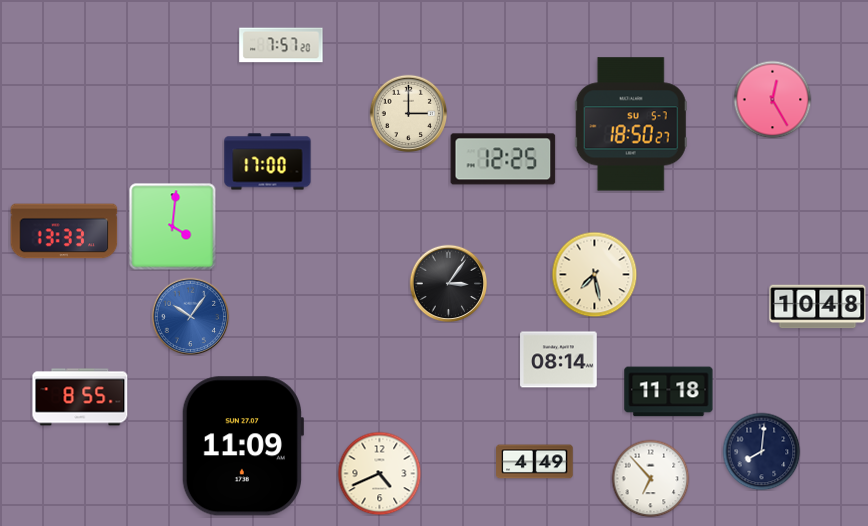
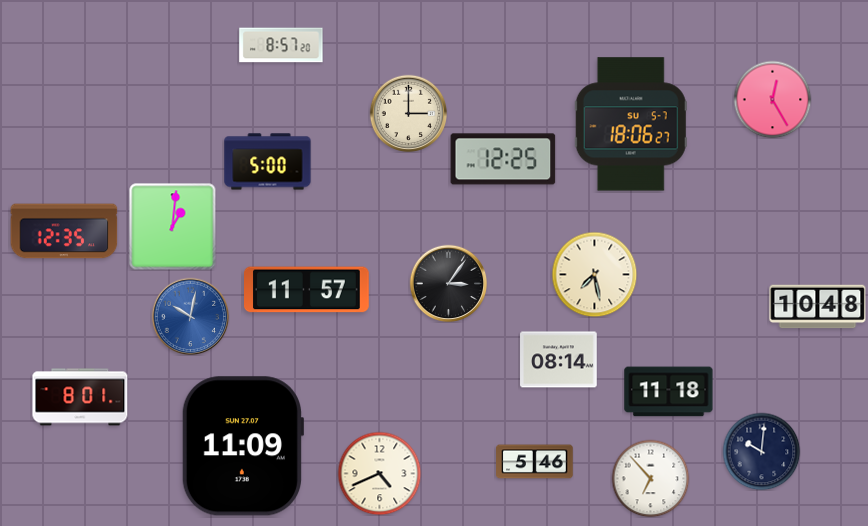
clock at (281, 45): 7:57 -> 8:57
clock at (631, 124): 18:50 -> 18:06
clock at (268, 162): 17:00 -> 5:00
clock at (172, 226): 4:01 -> 1:01
clock at (64, 231): 13:33 -> 12:35
clock at (307, 290): none -> 11:57
clock at (190, 316): 10:06 -> 10:02
clock at (80, 397): 8:55 -> 8:01
clock at (761, 451): 8:01 -> 10:01
clock at (535, 462): 4:49 -> 5:46
